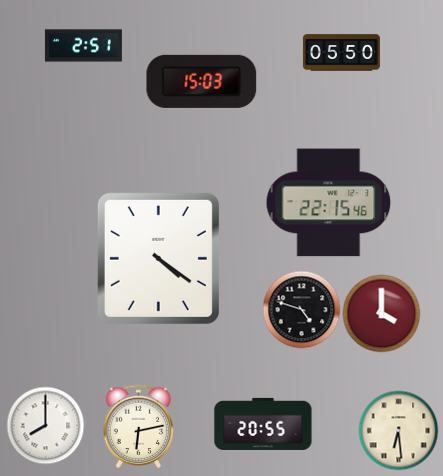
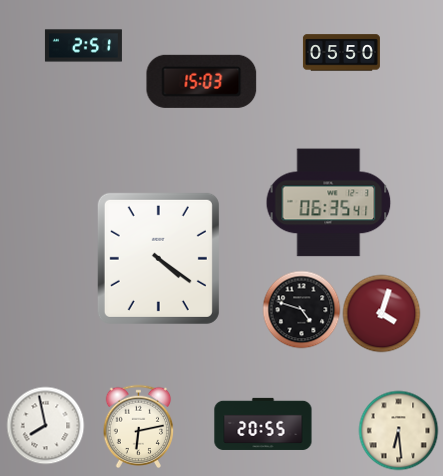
clock at (329, 203): 22:15 -> 06:35
clock at (381, 313): 4:00 -> 4:03
clock at (45, 425): 8:00 -> 7:58
